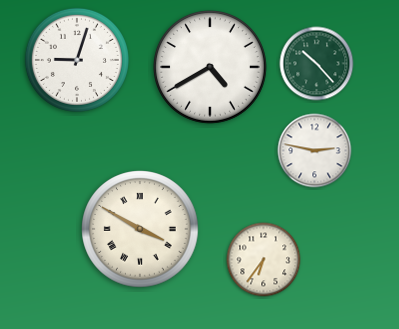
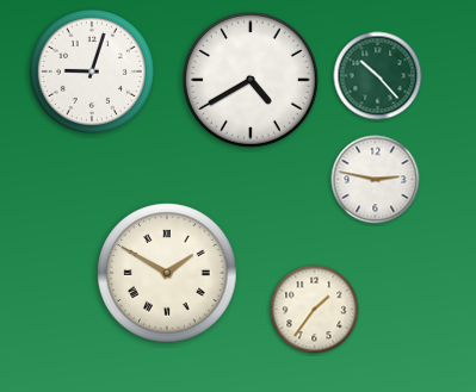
clock at (140, 229): 3:50 -> 1:50
clock at (264, 260): 6:36 -> 1:36
